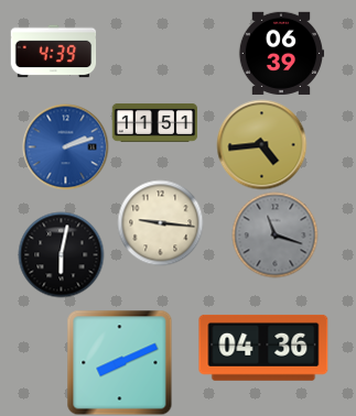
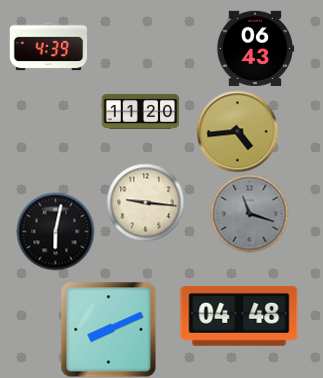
clock at (281, 53): 06:39 -> 06:43
clock at (154, 122): 11:51 -> 11:20
clock at (65, 146): 2:12 -> none
clock at (263, 348): 04:36 -> 04:48
